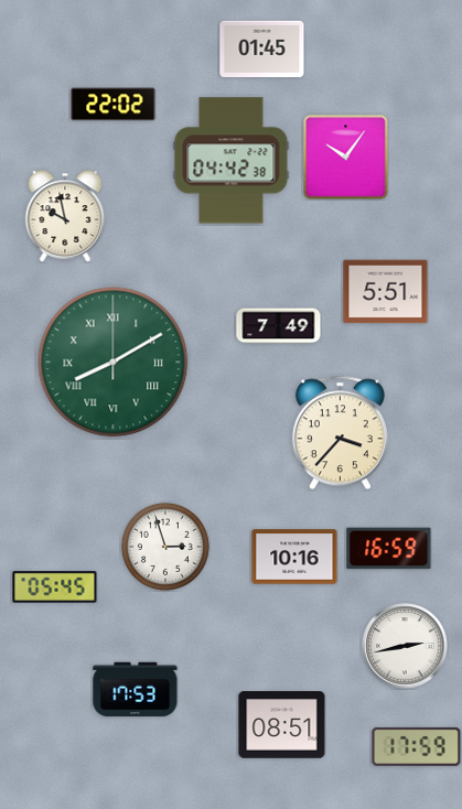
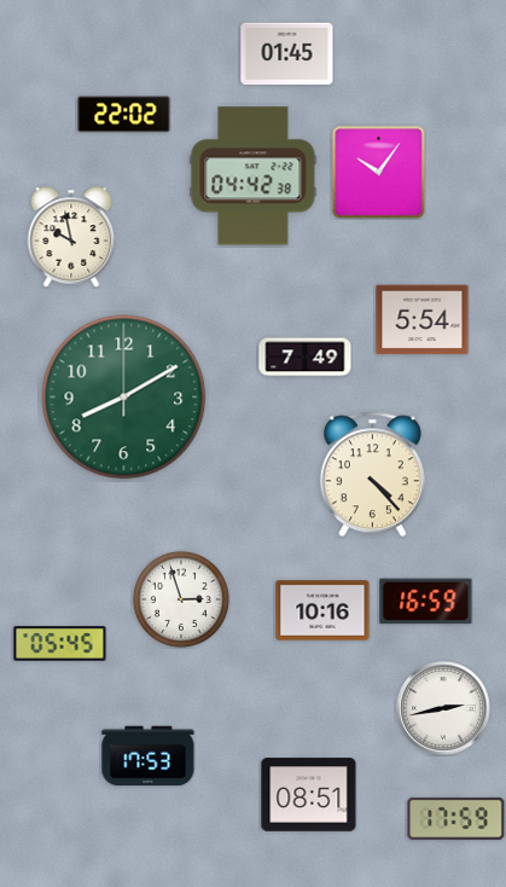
clock at (386, 292): 5:51 -> 5:54
clock at (114, 363) numerals: Roman -> Arabic
clock at (340, 433): 3:37 -> 4:23
